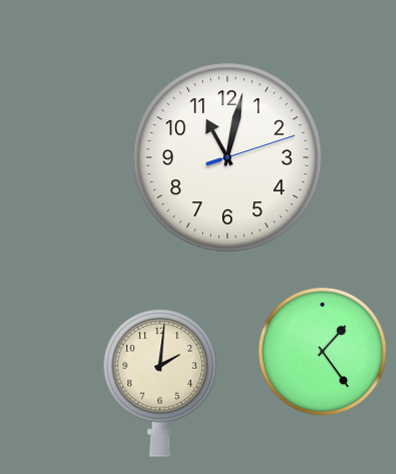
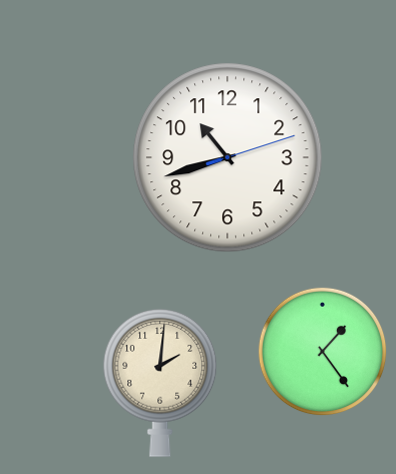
clock at (228, 158): 11:02 -> 10:42
